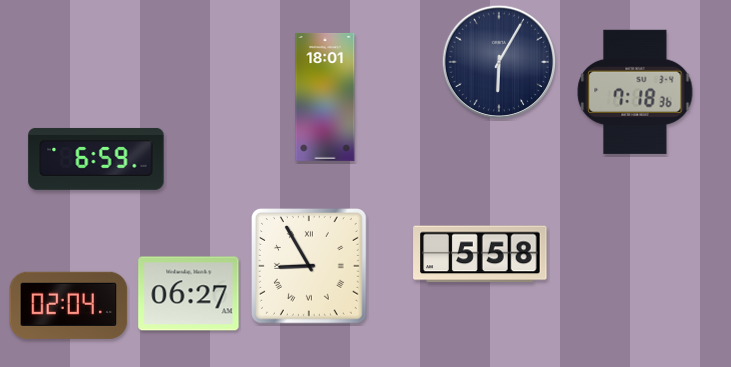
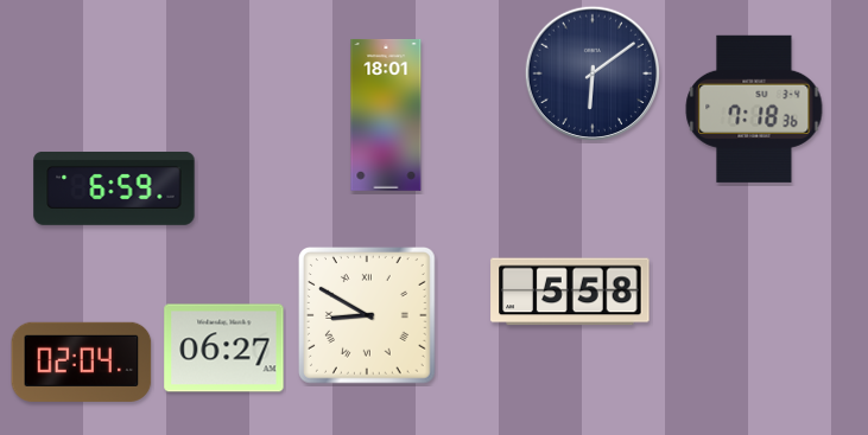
clock at (498, 61): 6:05 -> 6:09
clock at (480, 254) position: (480, 254) -> (570, 292)
clock at (310, 267): 8:55 -> 8:50
